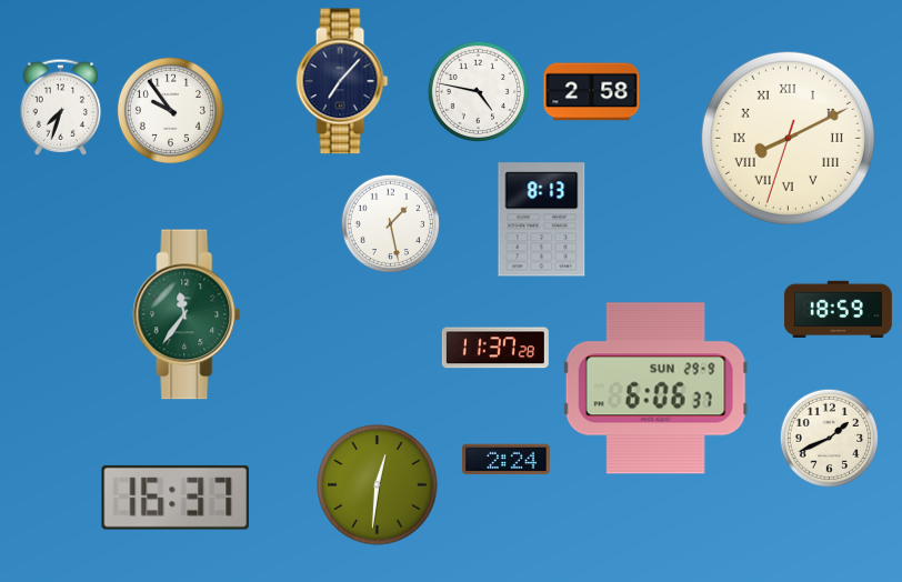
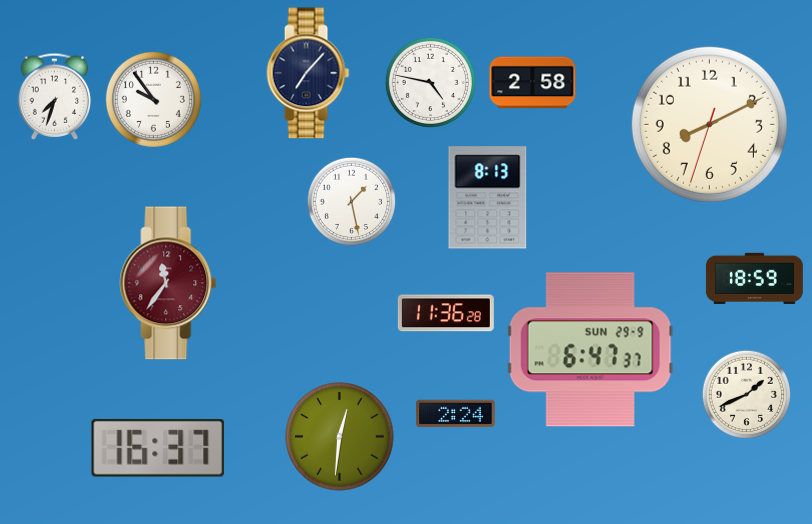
clock at (788, 138) numerals: Roman -> Arabic
clock at (187, 314) dial: green -> burgundy
clock at (495, 348): 11:37 -> 11:36
clock at (655, 389): 6:06 -> 6:47
